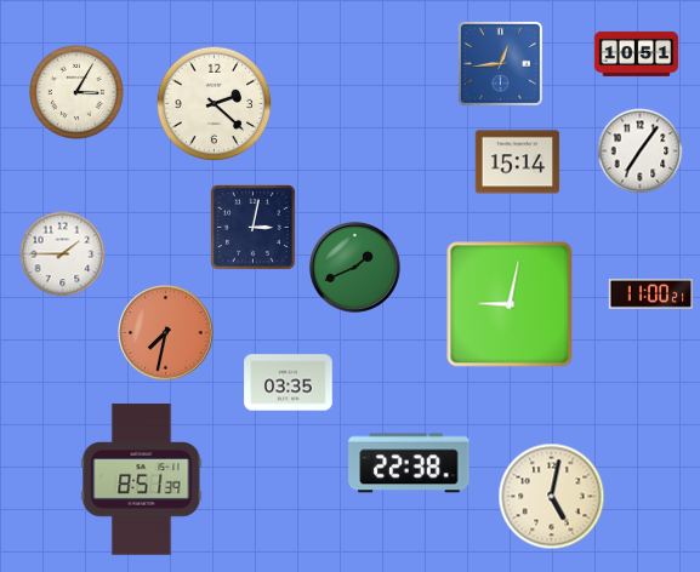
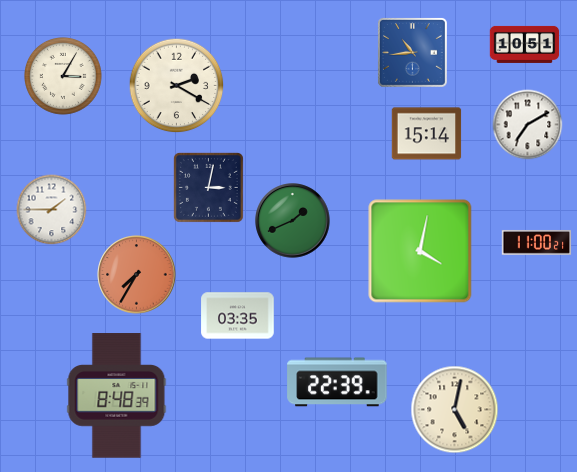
clock at (500, 63): 12:44 -> 10:44
clock at (215, 104): 2:22 -> 2:20
clock at (641, 151): 7:06 -> 7:10
clock at (510, 304): 9:02 -> 4:02
clock at (166, 333): 7:32 -> 7:35
clock at (409, 463): 22:38 -> 22:39
clock at (142, 480): 8:51 -> 8:48
